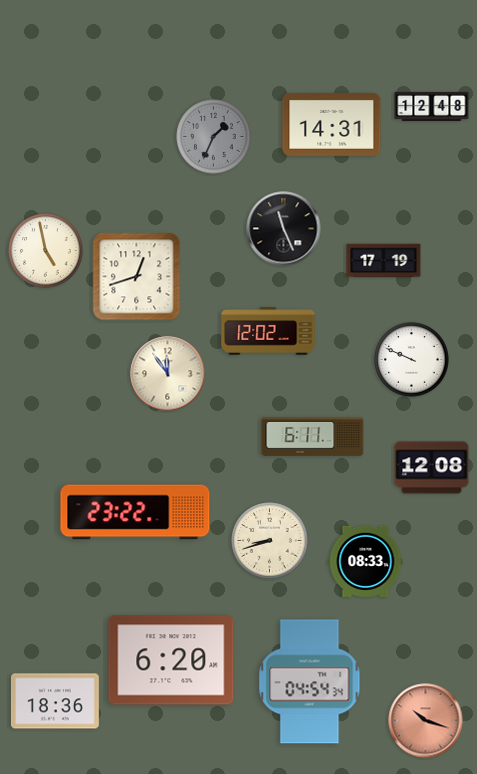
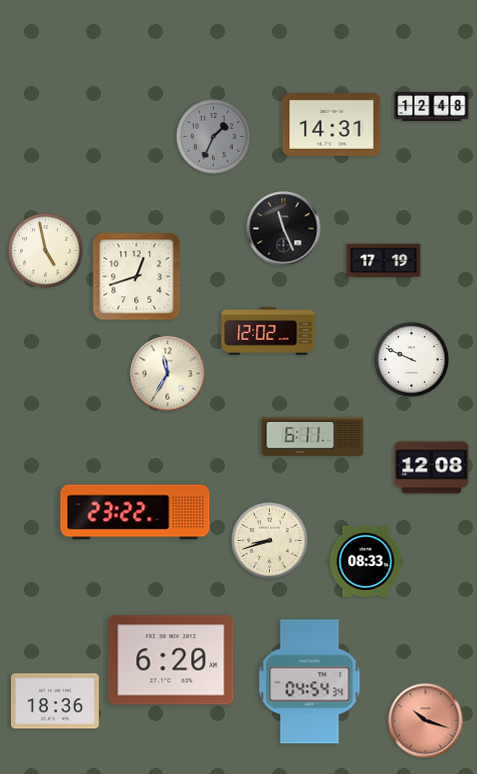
clock at (168, 374): 11:54 -> 11:35
